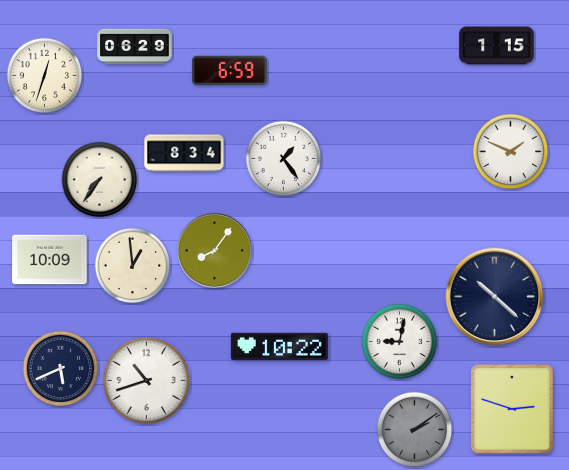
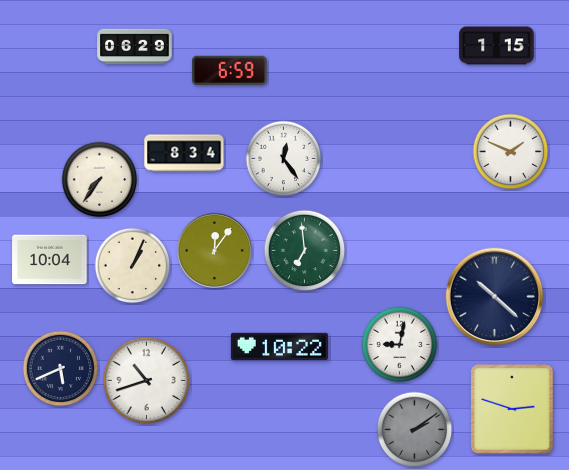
clock at (45, 76): 12:33 -> none
clock at (284, 159): 1:24 -> 12:24
clock at (214, 250): 8:06 -> 12:06
clock at (305, 251): none -> 6:59
clock at (50, 260): 10:09 -> 10:04
clock at (133, 266): 12:59 -> 1:04
clock at (400, 342) position: (400, 342) -> (400, 345)
